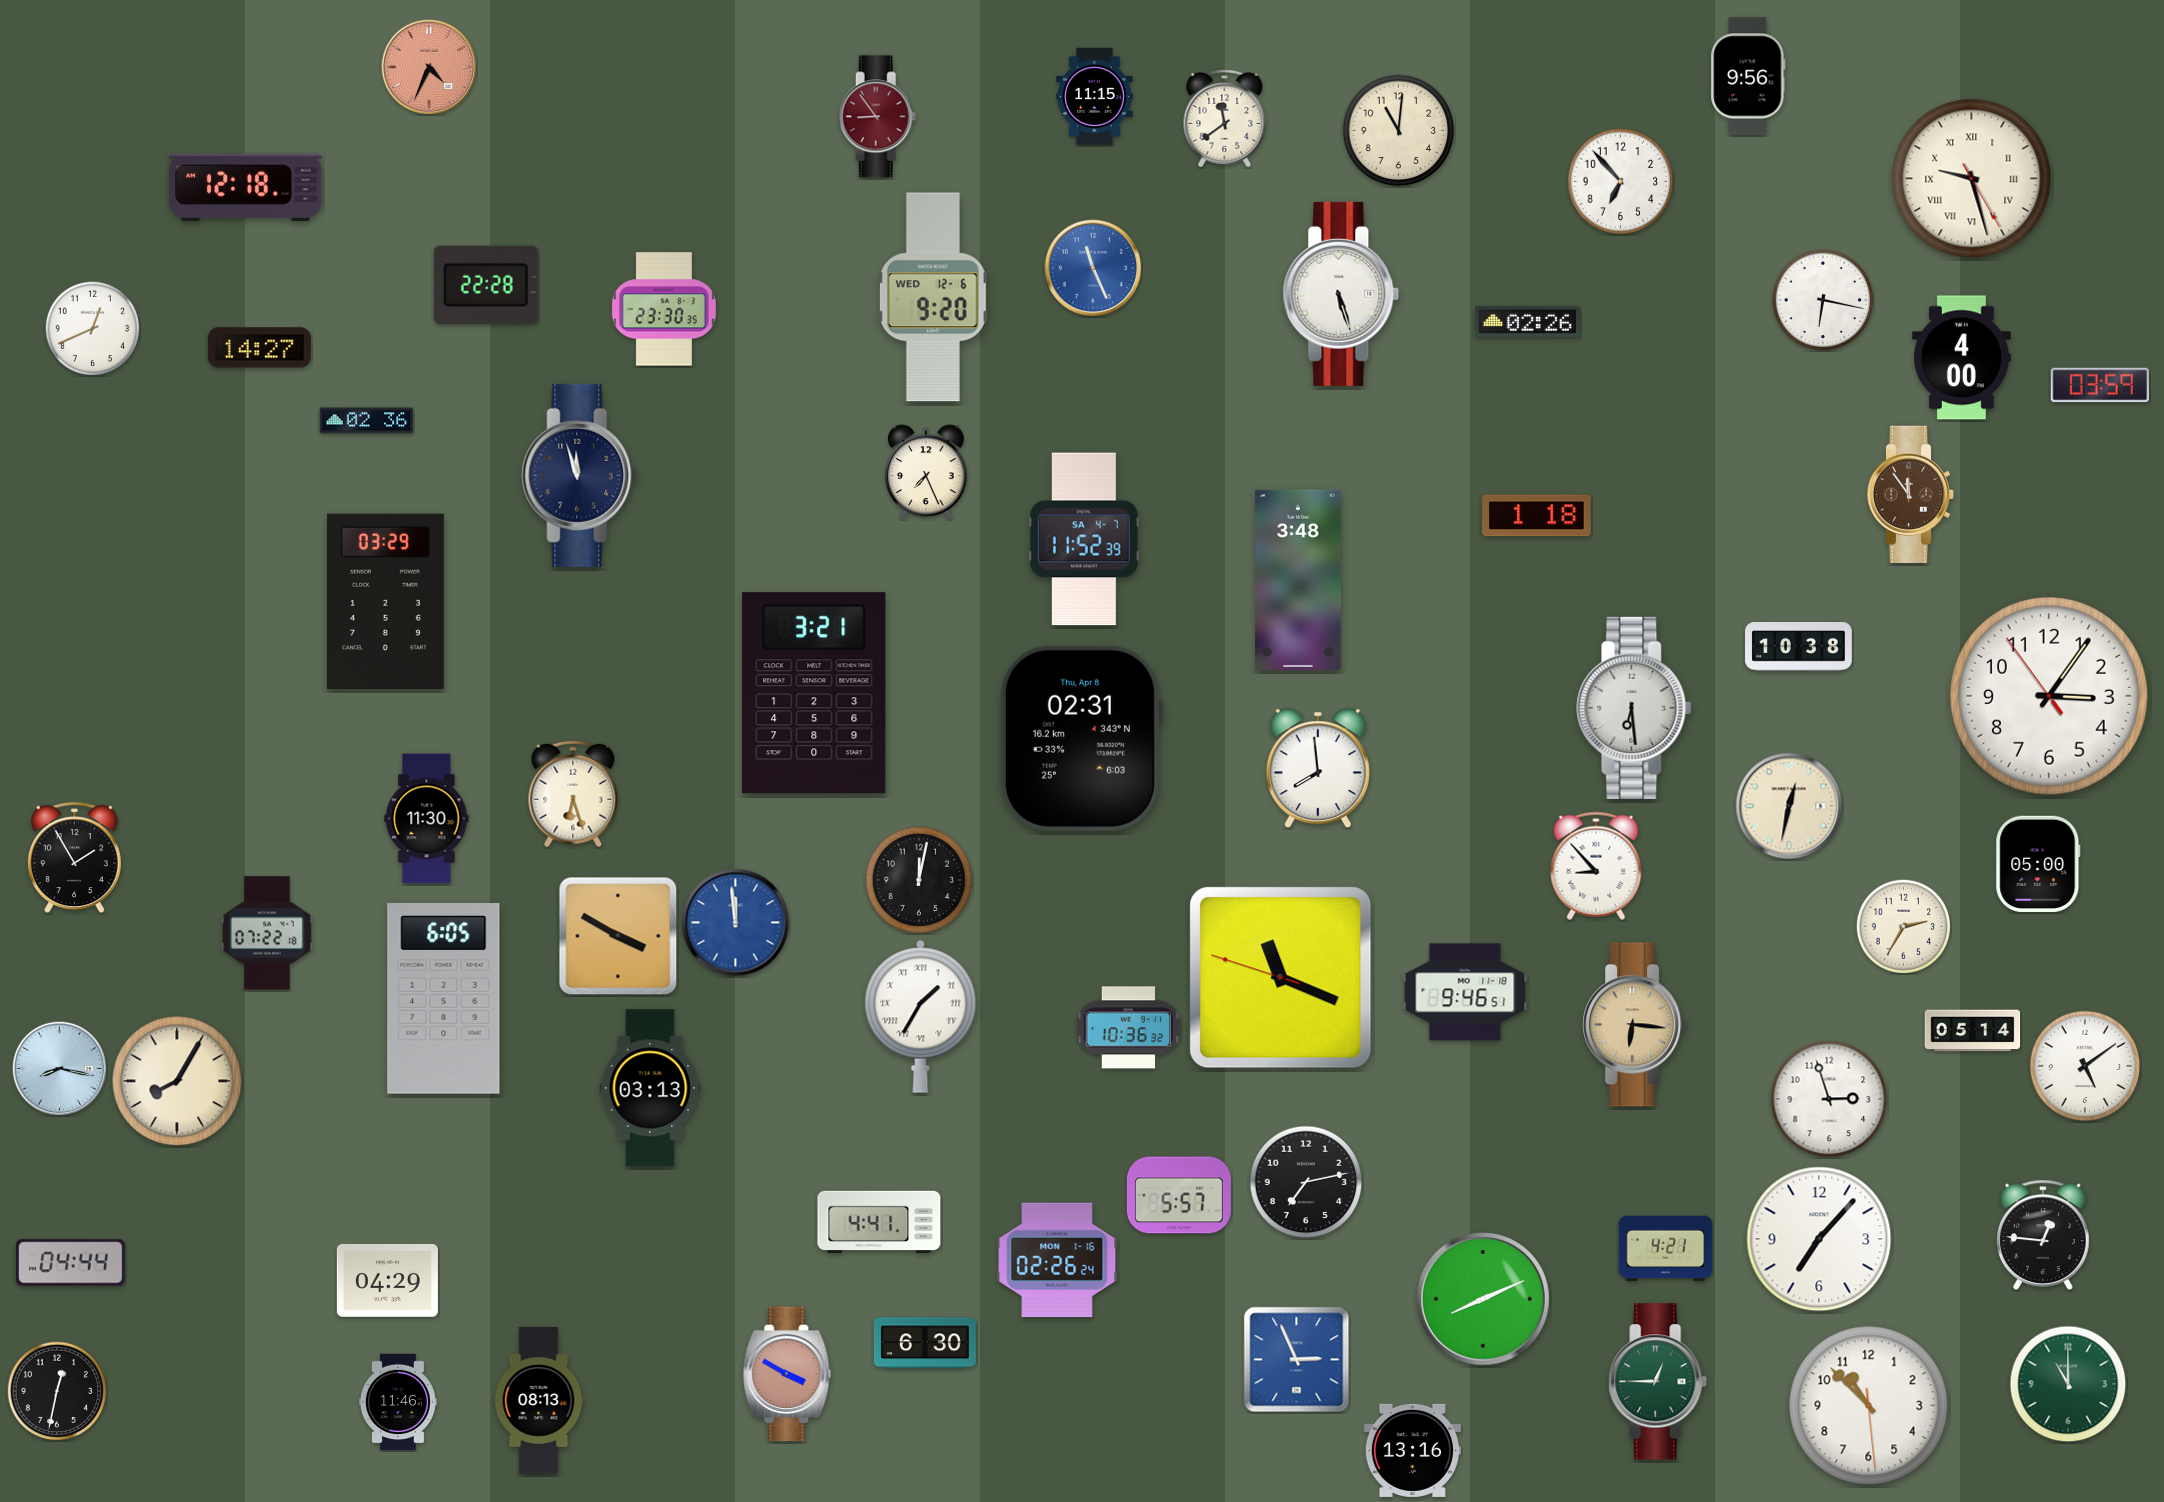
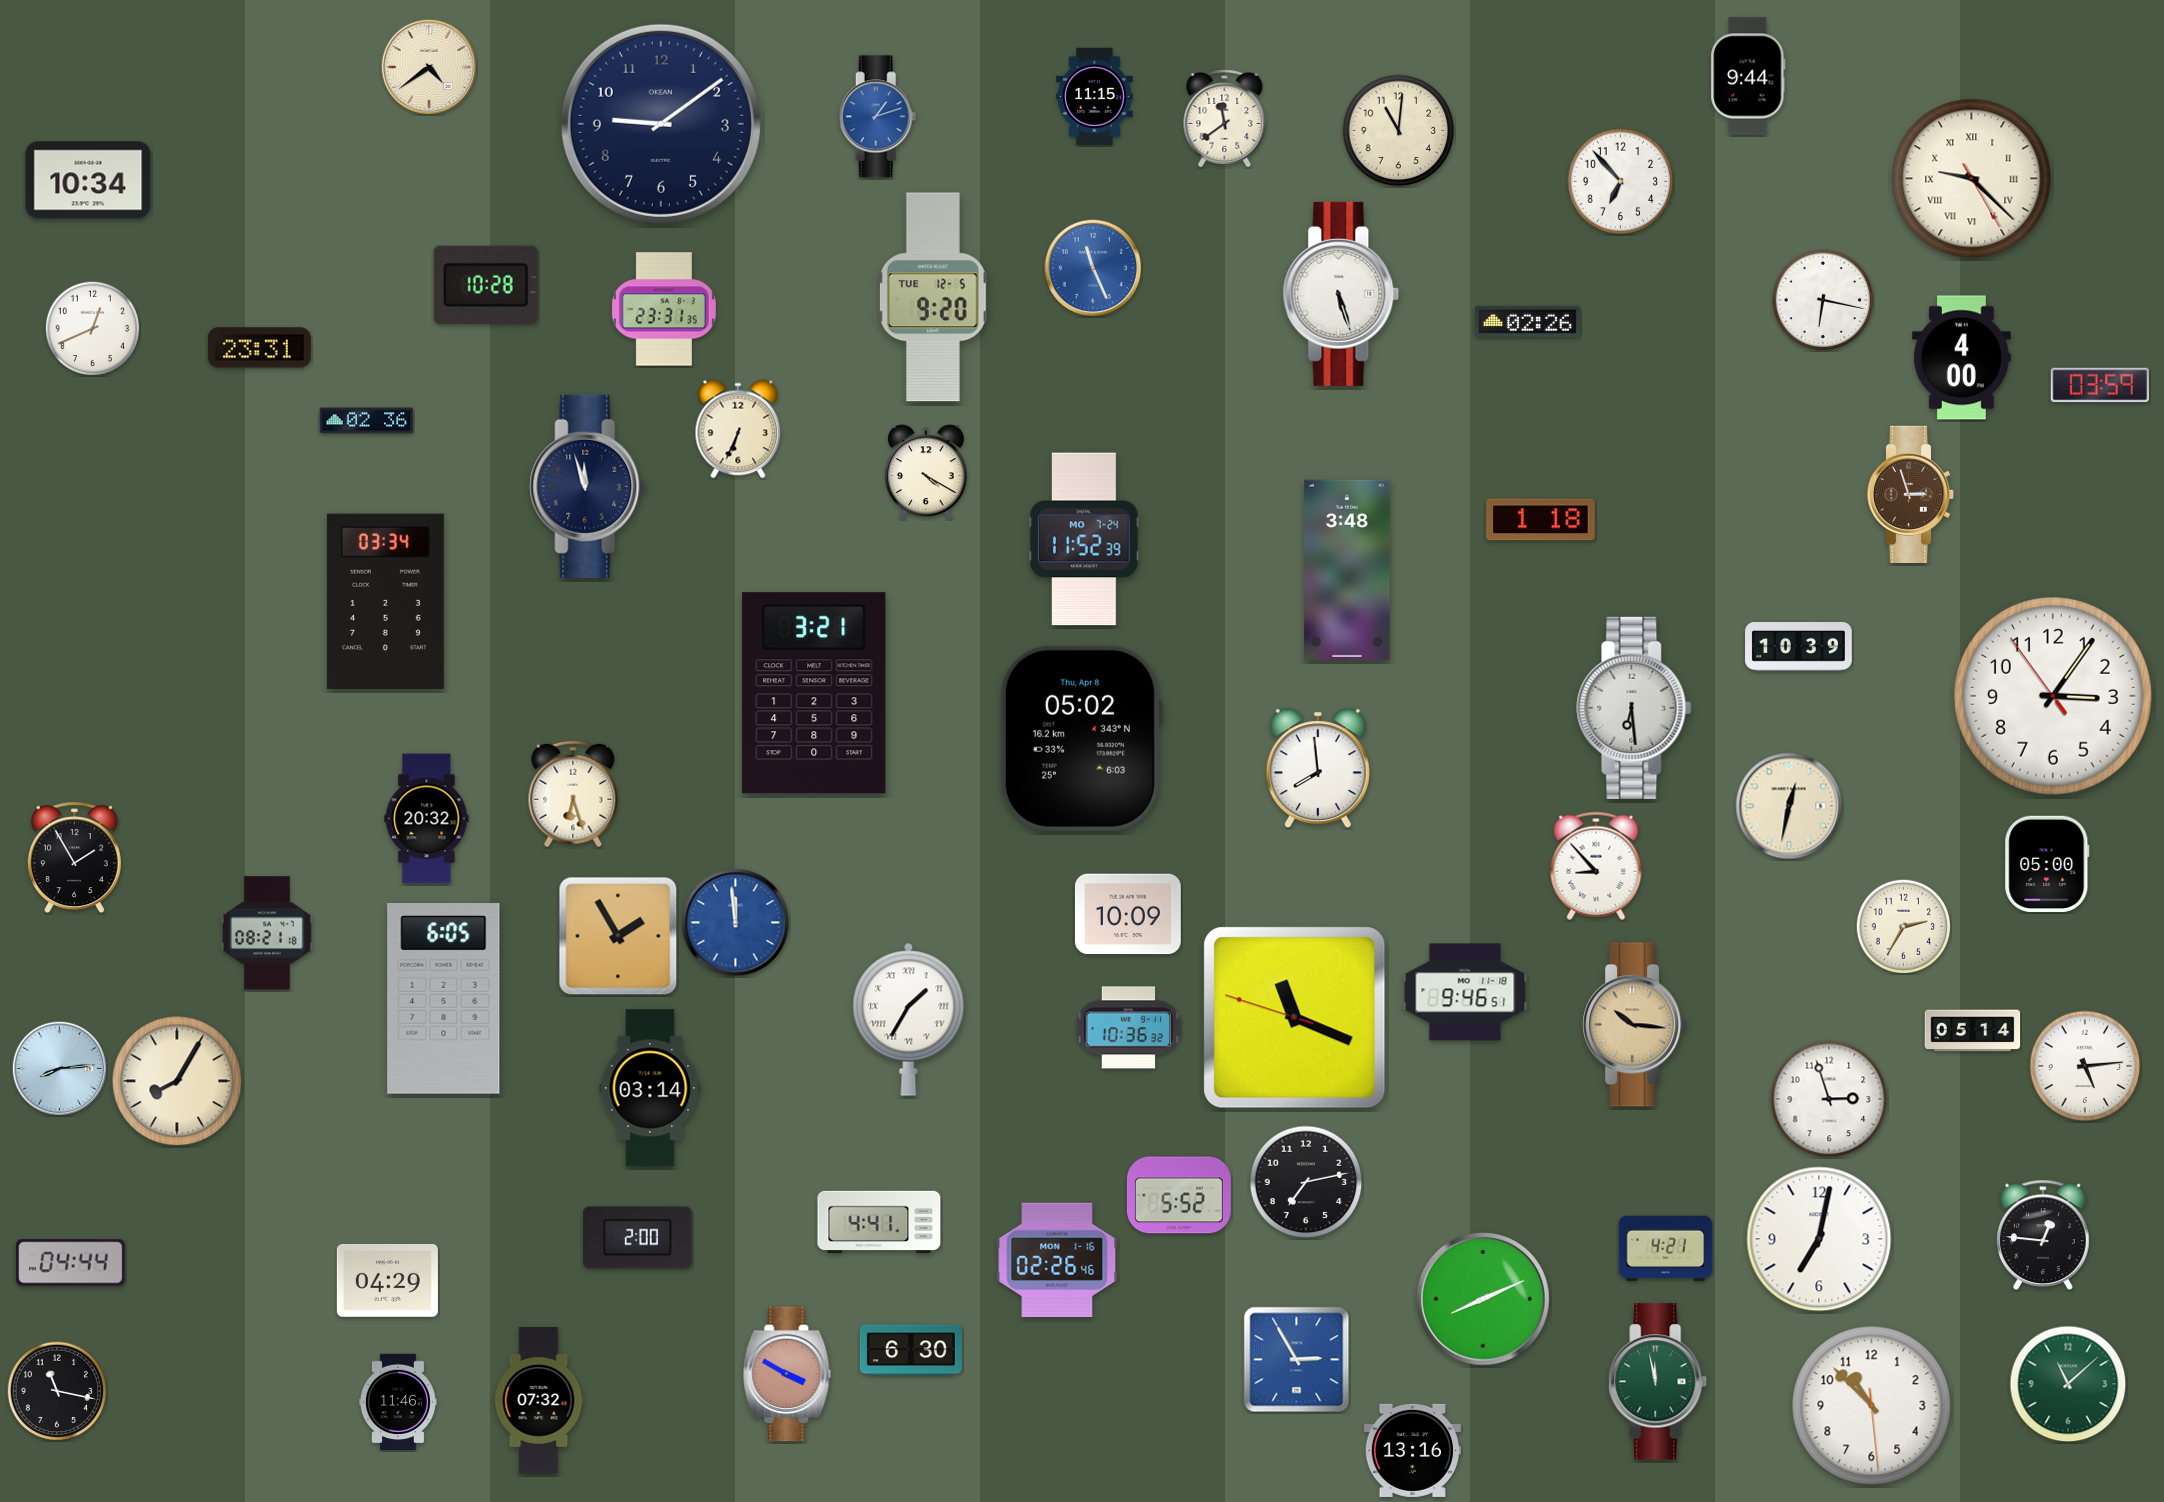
clock at (429, 67): 4:34 -> 4:39
clock at (429, 67) dial: salmon -> cream
clock at (1748, 76): 9:56 -> 9:44
clock at (878, 117): 8:54 -> 1:12
clock at (878, 117) dial: burgundy -> blue
clock at (661, 124): none -> 9:09
clock at (1972, 179): 9:27 -> 9:22
clock at (88, 180): none -> 10:34
clock at (246, 187): 12:18 -> none
clock at (486, 285): 22:28 -> 10:28
clock at (933, 297) date: WED 12-6 -> TUE 12-5
clock at (664, 309): 23:30 -> 23:31
clock at (259, 348): 14:27 -> 23:31
clock at (738, 429): none -> 6:34
clock at (926, 472): 7:26 -> 4:20
clock at (580, 475) position: (580, 475) -> (588, 486)
clock at (1911, 494): 11:54 -> 2:57
clock at (1537, 516) position: (1537, 516) -> (1541, 520)
clock at (1084, 539) date: SA 4-7 -> MO 7-24
clock at (1298, 580) position: (1298, 580) -> (1347, 570)
clock at (385, 602): 03:29 -> 03:34
clock at (1799, 647): 10:38 -> 10:39
clock at (2050, 697) position: (2050, 697) -> (2054, 697)
clock at (1081, 738): 02:31 -> 05:02
clock at (427, 819): 11:30 -> 20:32
clock at (2038, 864) position: (2038, 864) -> (2047, 864)
clock at (919, 880): 12:02 -> none
clock at (1128, 914): none -> 10:09
clock at (267, 933): 07:22 -> 08:21
clock at (618, 936): 3:50 -> 1:55
clock at (1281, 978) position: (1281, 978) -> (1295, 1018)
clock at (921, 1016) position: (921, 1016) -> (909, 1019)
clock at (1635, 1025): 6:16 -> 10:16
clock at (2085, 1066): 5:09 -> 5:14
clock at (59, 1068): 8:17 -> 8:14
clock at (650, 1088): 03:13 -> 03:14
clock at (1179, 1195): 5:57 -> 5:52
clock at (638, 1238): none -> 2:00
clock at (1819, 1239): 7:07 -> 7:02
clock at (1057, 1260): 02:26:24 -> 02:26:46
clock at (925, 1343) position: (925, 1343) -> (911, 1350)
clock at (1297, 1360): 2:56 -> 2:55
clock at (1658, 1382): 12:45 -> 11:58
clock at (2068, 1384): 11:00 -> 11:08
clock at (57, 1391): 12:32 -> 11:17
clock at (539, 1401): 08:13 -> 07:32
clock at (1869, 1406) position: (1869, 1406) -> (1872, 1406)
